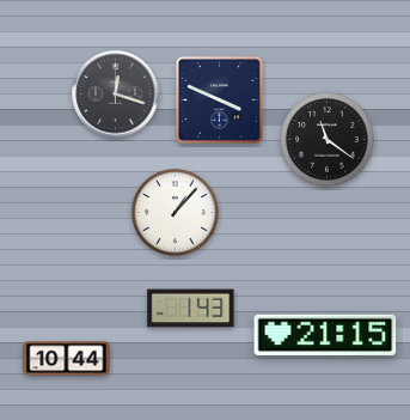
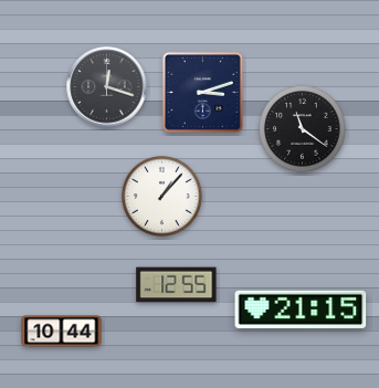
clock at (219, 99): 3:49 -> 3:12
clock at (191, 309): 1:43 -> 12:55
